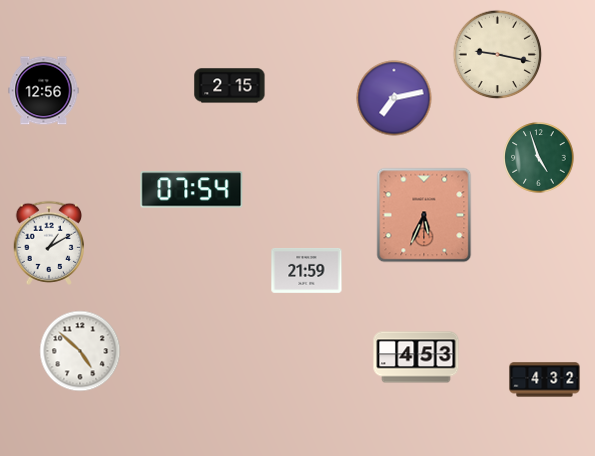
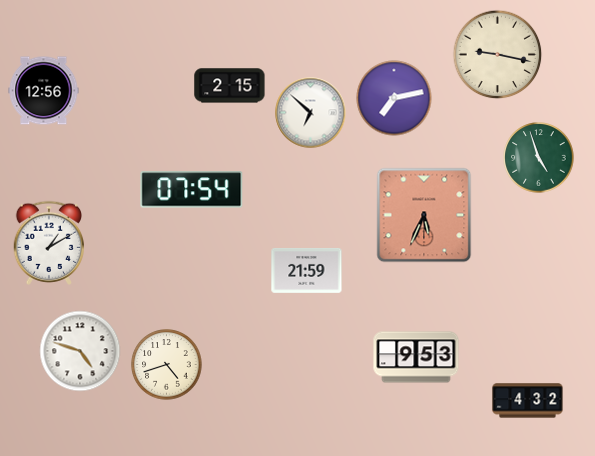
clock at (311, 113): none -> 6:52
clock at (80, 351): 4:52 -> 4:48
clock at (416, 357): 4:53 -> 9:53
clock at (167, 365): none -> 4:42
clock at (545, 380) position: (545, 380) -> (528, 401)
